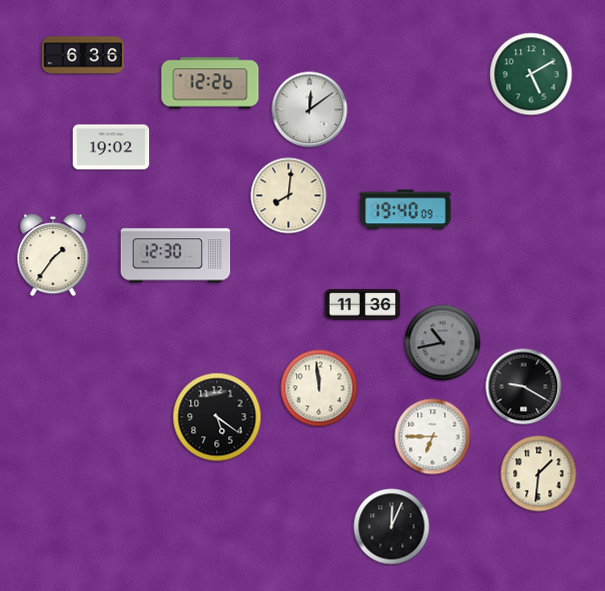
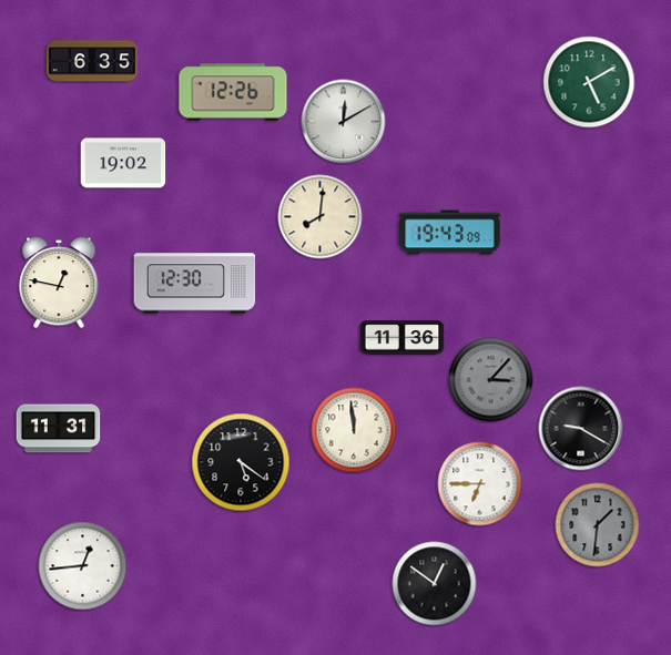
clock at (83, 55): 6:36 -> 6:35
clock at (310, 110): 12:09 -> 12:10
clock at (406, 210): 19:40 -> 19:43
clock at (53, 255): 1:36 -> 12:47
clock at (443, 343): 10:43 -> 3:07
clock at (59, 429): none -> 11:31
clock at (539, 474) dial: cream -> grey
clock at (83, 566): none -> 12:44
clock at (392, 527): 12:04 -> 12:51
